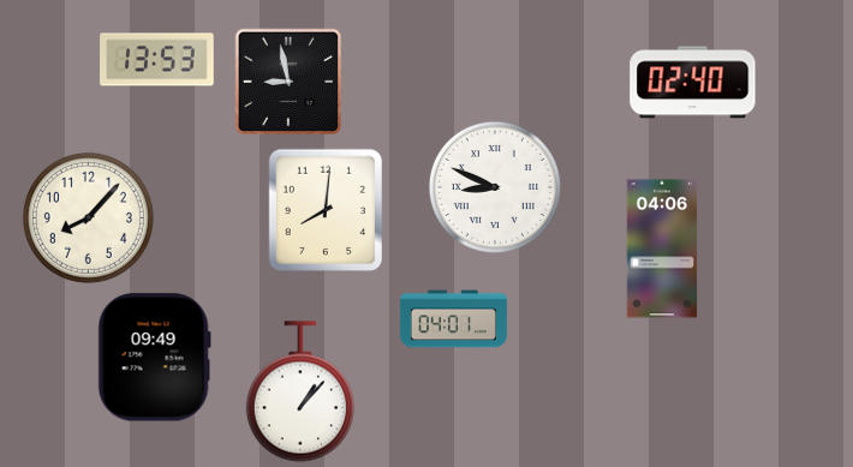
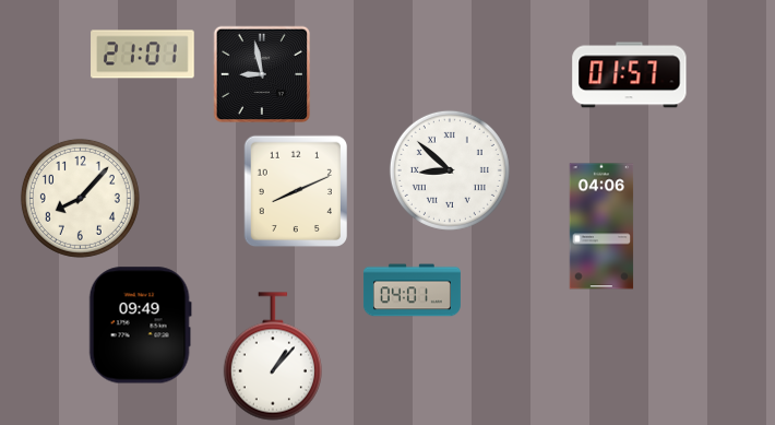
clock at (157, 60): 13:53 -> 21:01
clock at (693, 83): 02:40 -> 01:57
clock at (495, 187): 8:49 -> 8:52
clock at (324, 209): 8:01 -> 8:11
